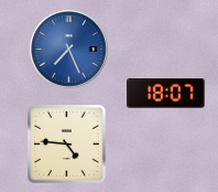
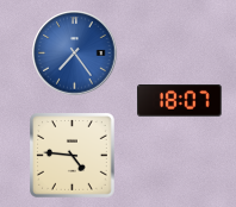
clock at (69, 50): 7:26 -> 7:24
